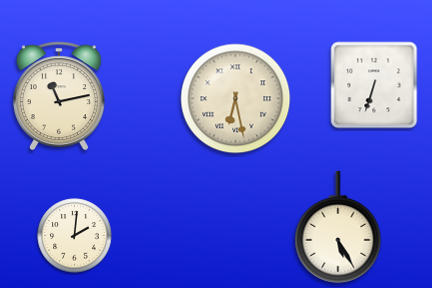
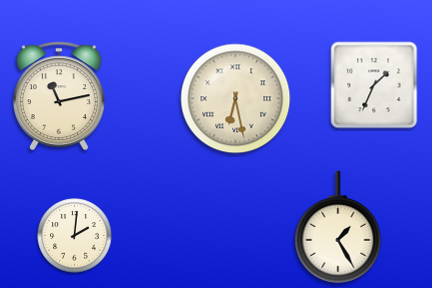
clock at (374, 85): 6:33 -> 1:34
clock at (338, 227): 5:25 -> 1:25
